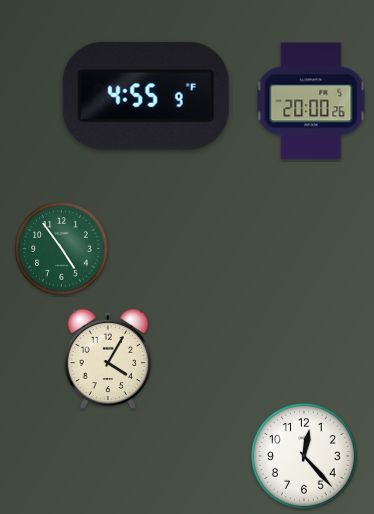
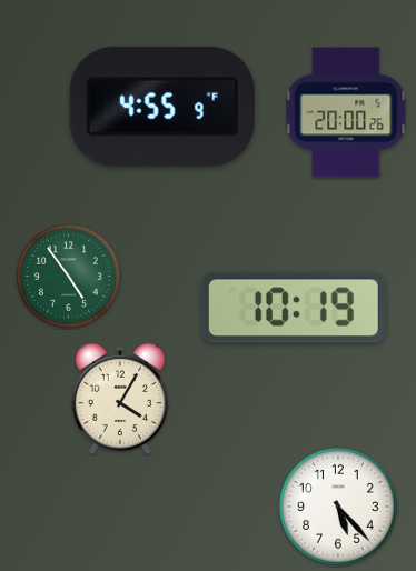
clock at (294, 308): none -> 10:19
clock at (304, 456): 12:23 -> 5:23
